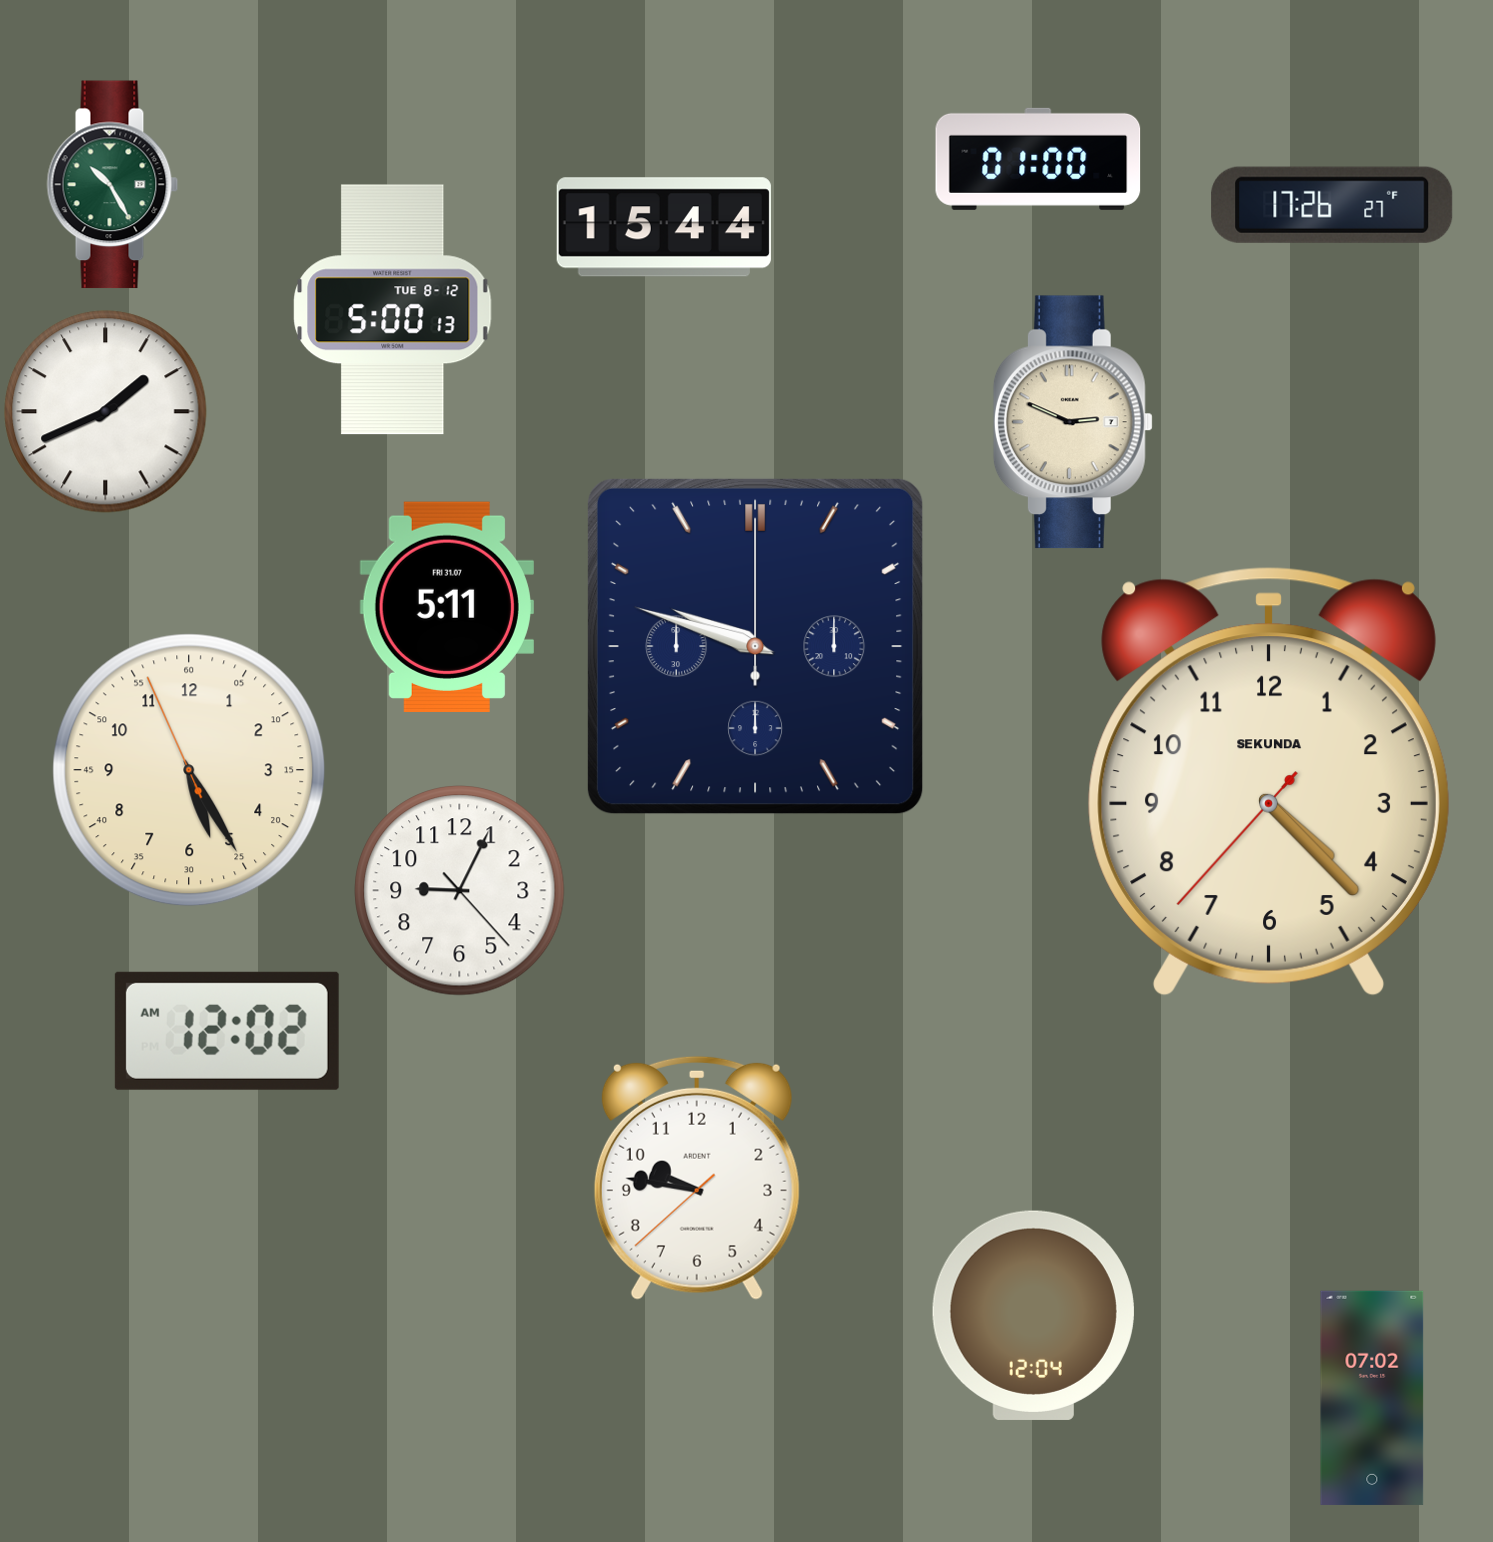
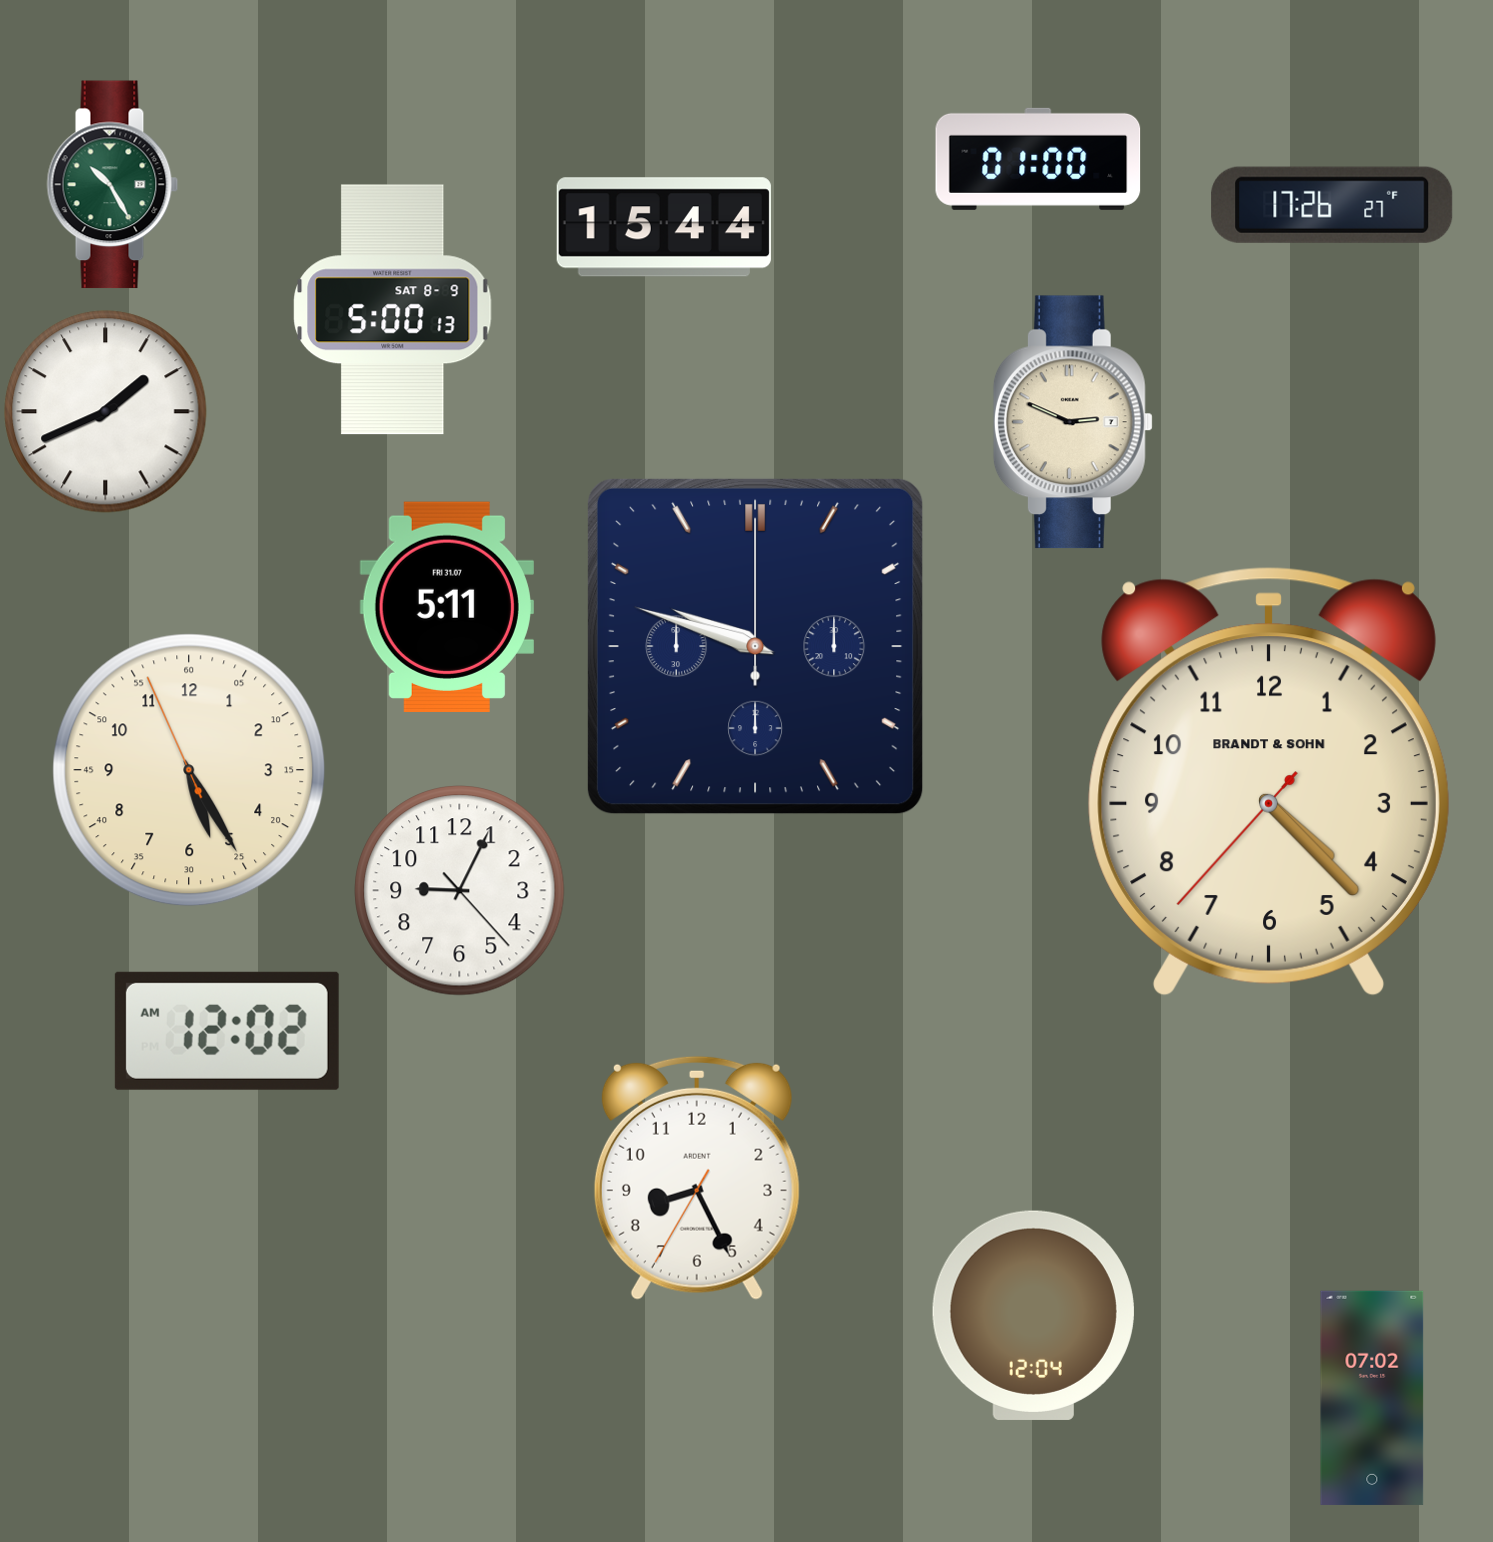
clock at (393, 310) date: TUE 8-12 -> SAT 8-9
clock at (1269, 782) brand: SEKUNDA -> BRANDT & SOHN
clock at (697, 1178): 9:46 -> 8:25
